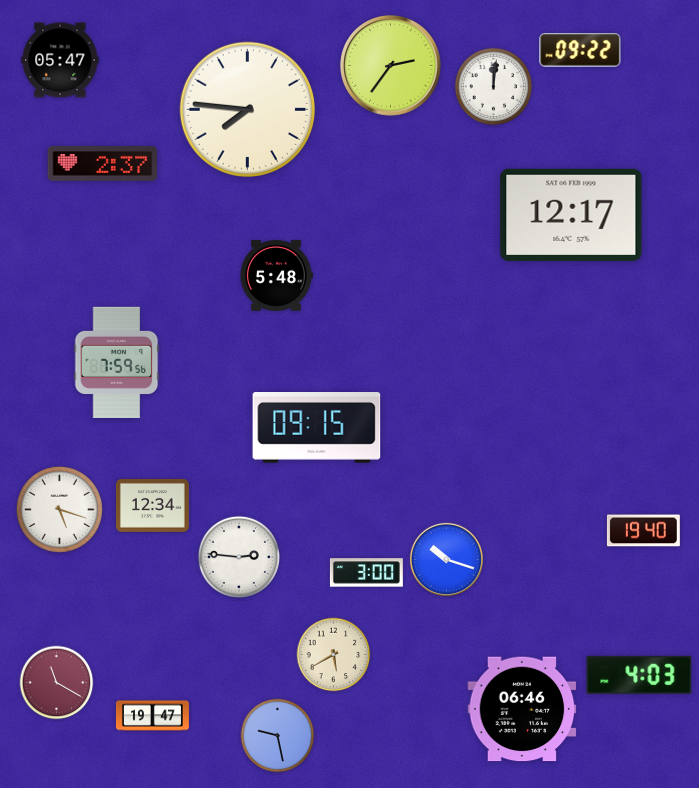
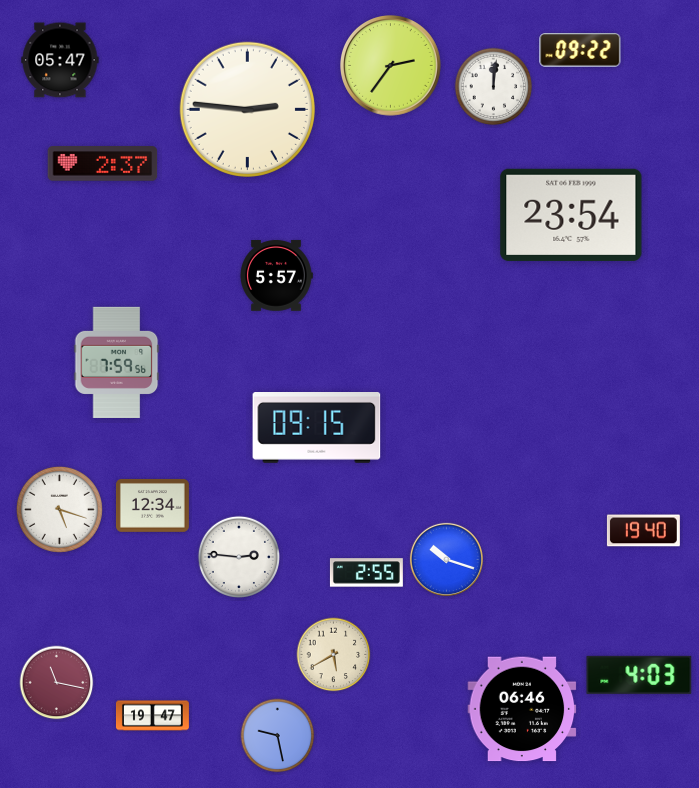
clock at (247, 109): 7:46 -> 2:46
clock at (571, 215): 12:17 -> 23:54
clock at (277, 276): 5:48 -> 5:57
clock at (366, 573): 3:00 -> 2:55
clock at (57, 683): 11:20 -> 11:17
